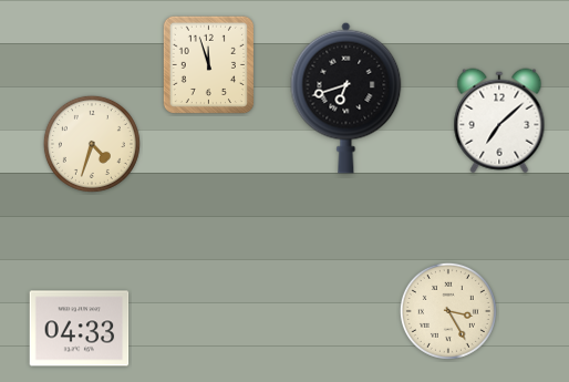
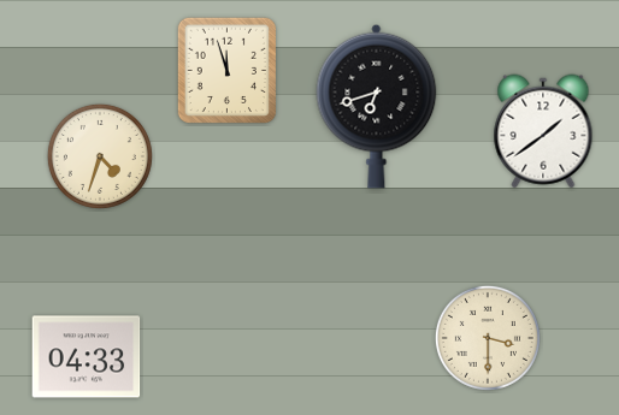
clock at (499, 121): 7:08 -> 1:39
clock at (448, 311): 3:25 -> 3:30
